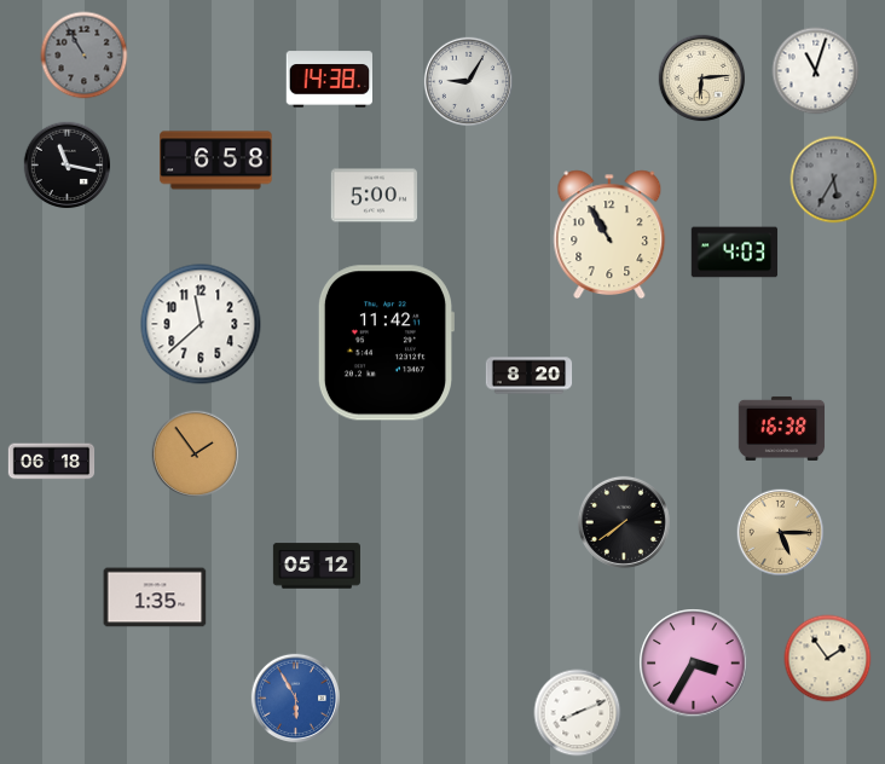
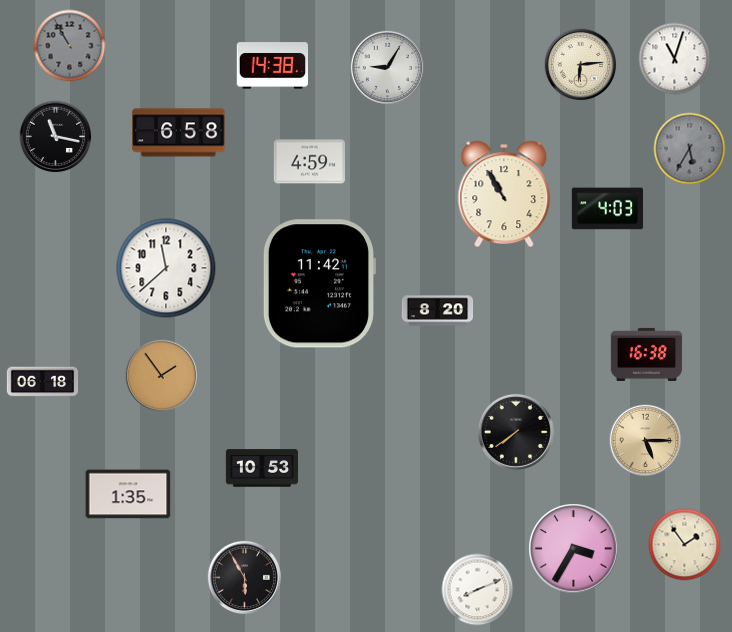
clock at (375, 196): 5:00 -> 4:59
clock at (317, 566): 05:12 -> 10:53
clock at (295, 698) dial: blue -> black
